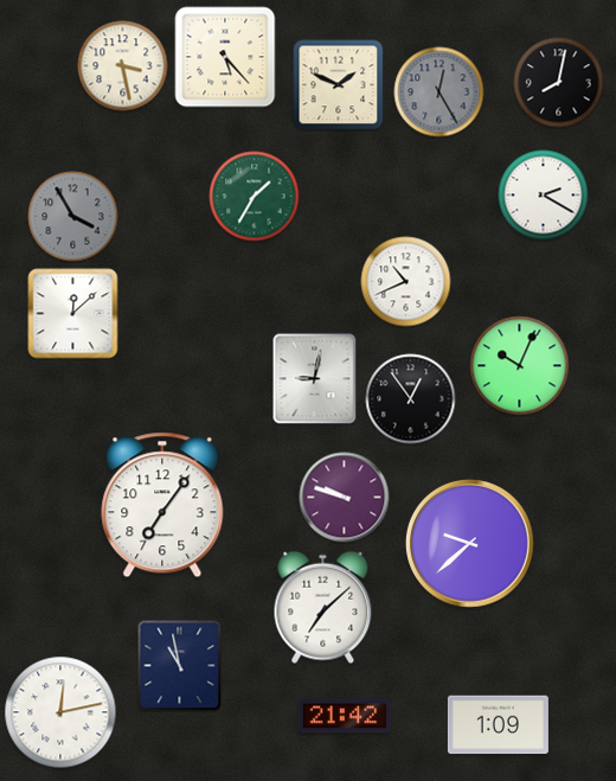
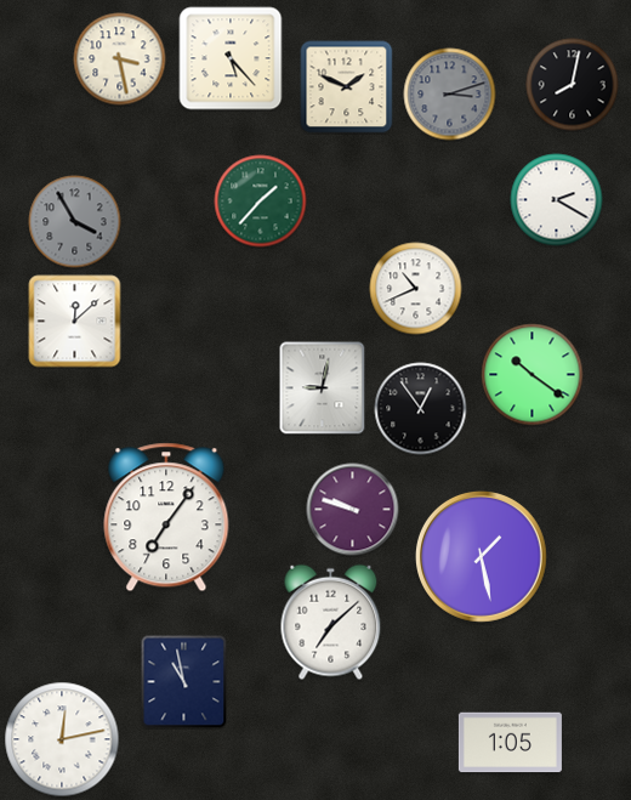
clock at (123, 66) position: (123, 66) -> (120, 59)
clock at (439, 92): 12:25 -> 3:12
clock at (255, 197): 1:35 -> 1:37
clock at (520, 366): 10:04 -> 10:21
clock at (470, 544): 9:38 -> 1:28
clock at (60, 712) position: (60, 712) -> (62, 739)
clock at (345, 716): 21:42 -> none
clock at (498, 725): 1:09 -> 1:05
